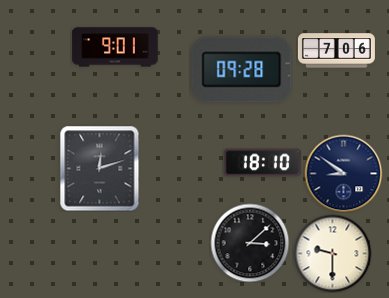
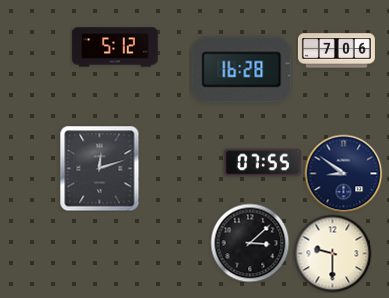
clock at (115, 47): 9:01 -> 5:12
clock at (242, 70): 09:28 -> 16:28
clock at (262, 163): 18:10 -> 07:55
